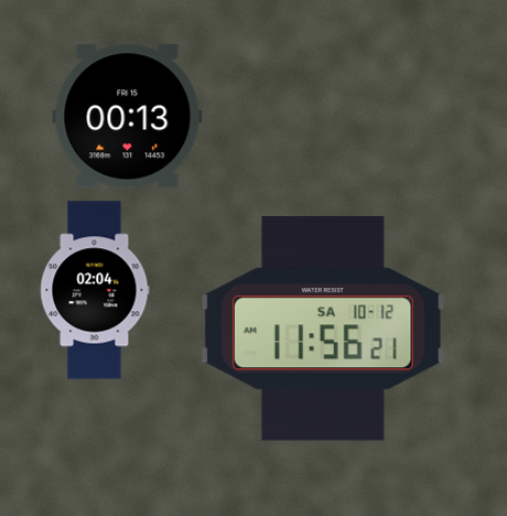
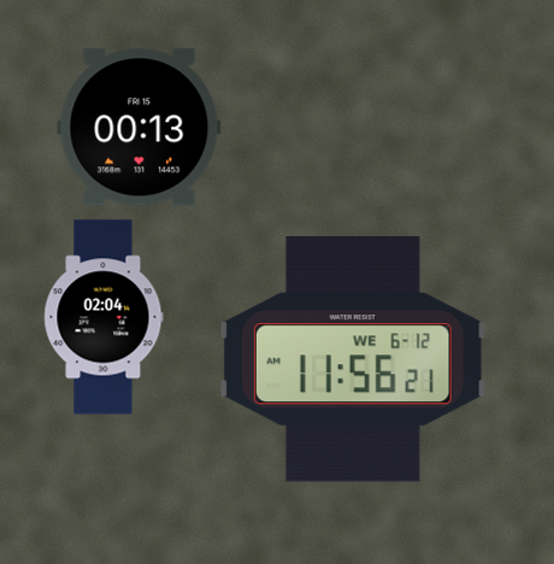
clock at (323, 329) date: SA 10-12 -> WE 6-12
